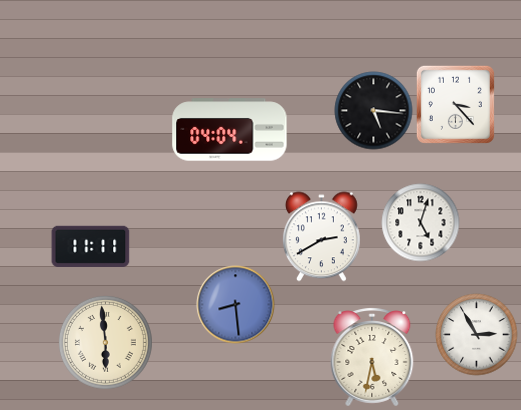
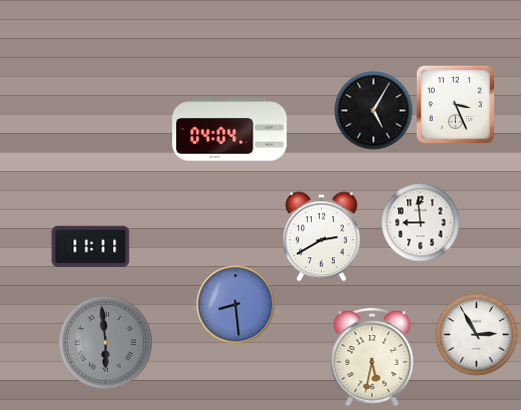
clock at (455, 104): 3:23 -> 3:26
clock at (373, 110): 5:16 -> 5:05
clock at (420, 222): 5:03 -> 8:59
clock at (105, 342) dial: cream -> grey
